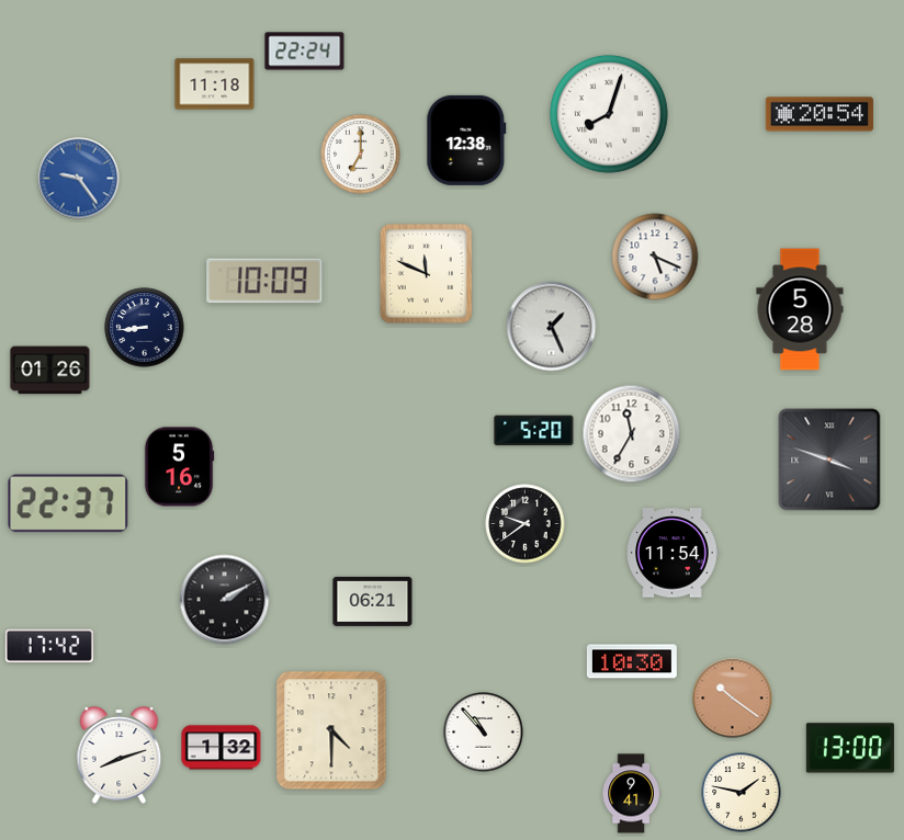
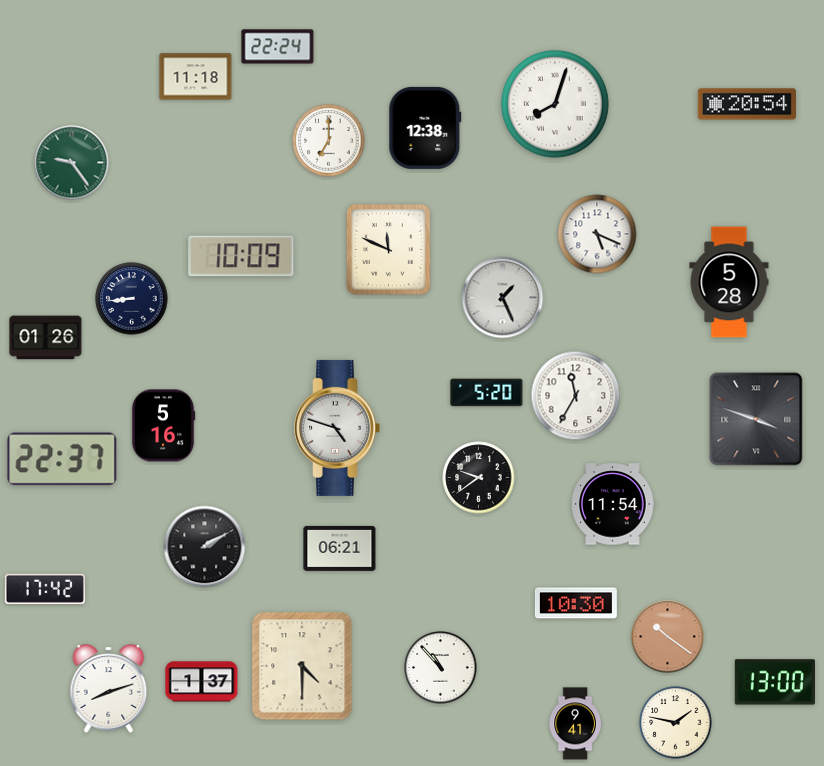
clock at (79, 179) dial: blue -> green
clock at (337, 428): none -> 4:48
clock at (222, 748): 1:32 -> 1:37
